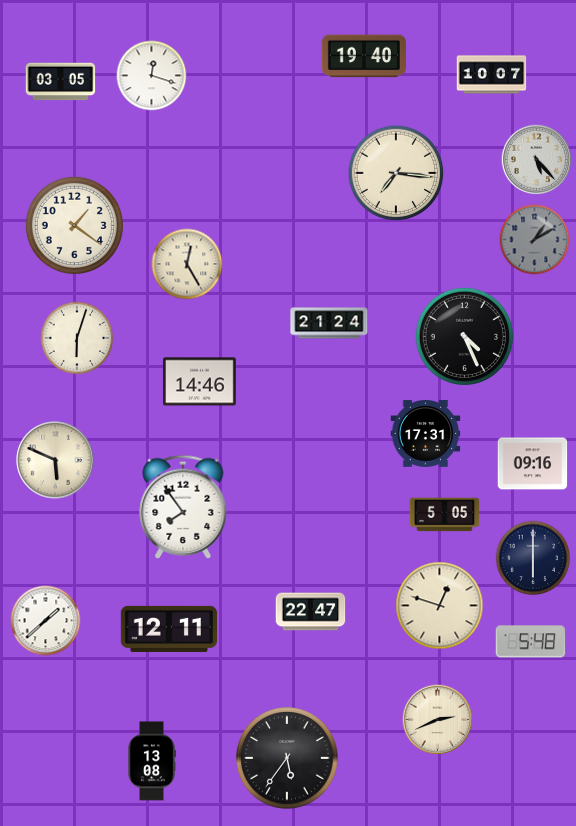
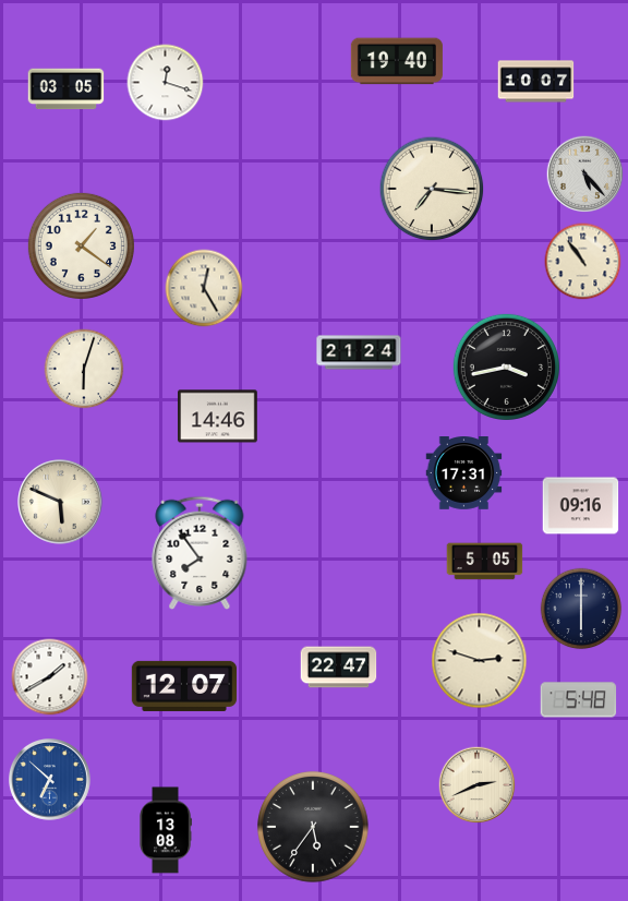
clock at (535, 240): 1:10 -> 10:54
clock at (535, 240) dial: grey -> cream
clock at (464, 336): 4:26 -> 3:43
clock at (440, 606): 12:48 -> 2:48
clock at (46, 621): 1:38 -> 1:40
clock at (169, 629): 12:11 -> 12:07
clock at (50, 780): none -> 6:52
